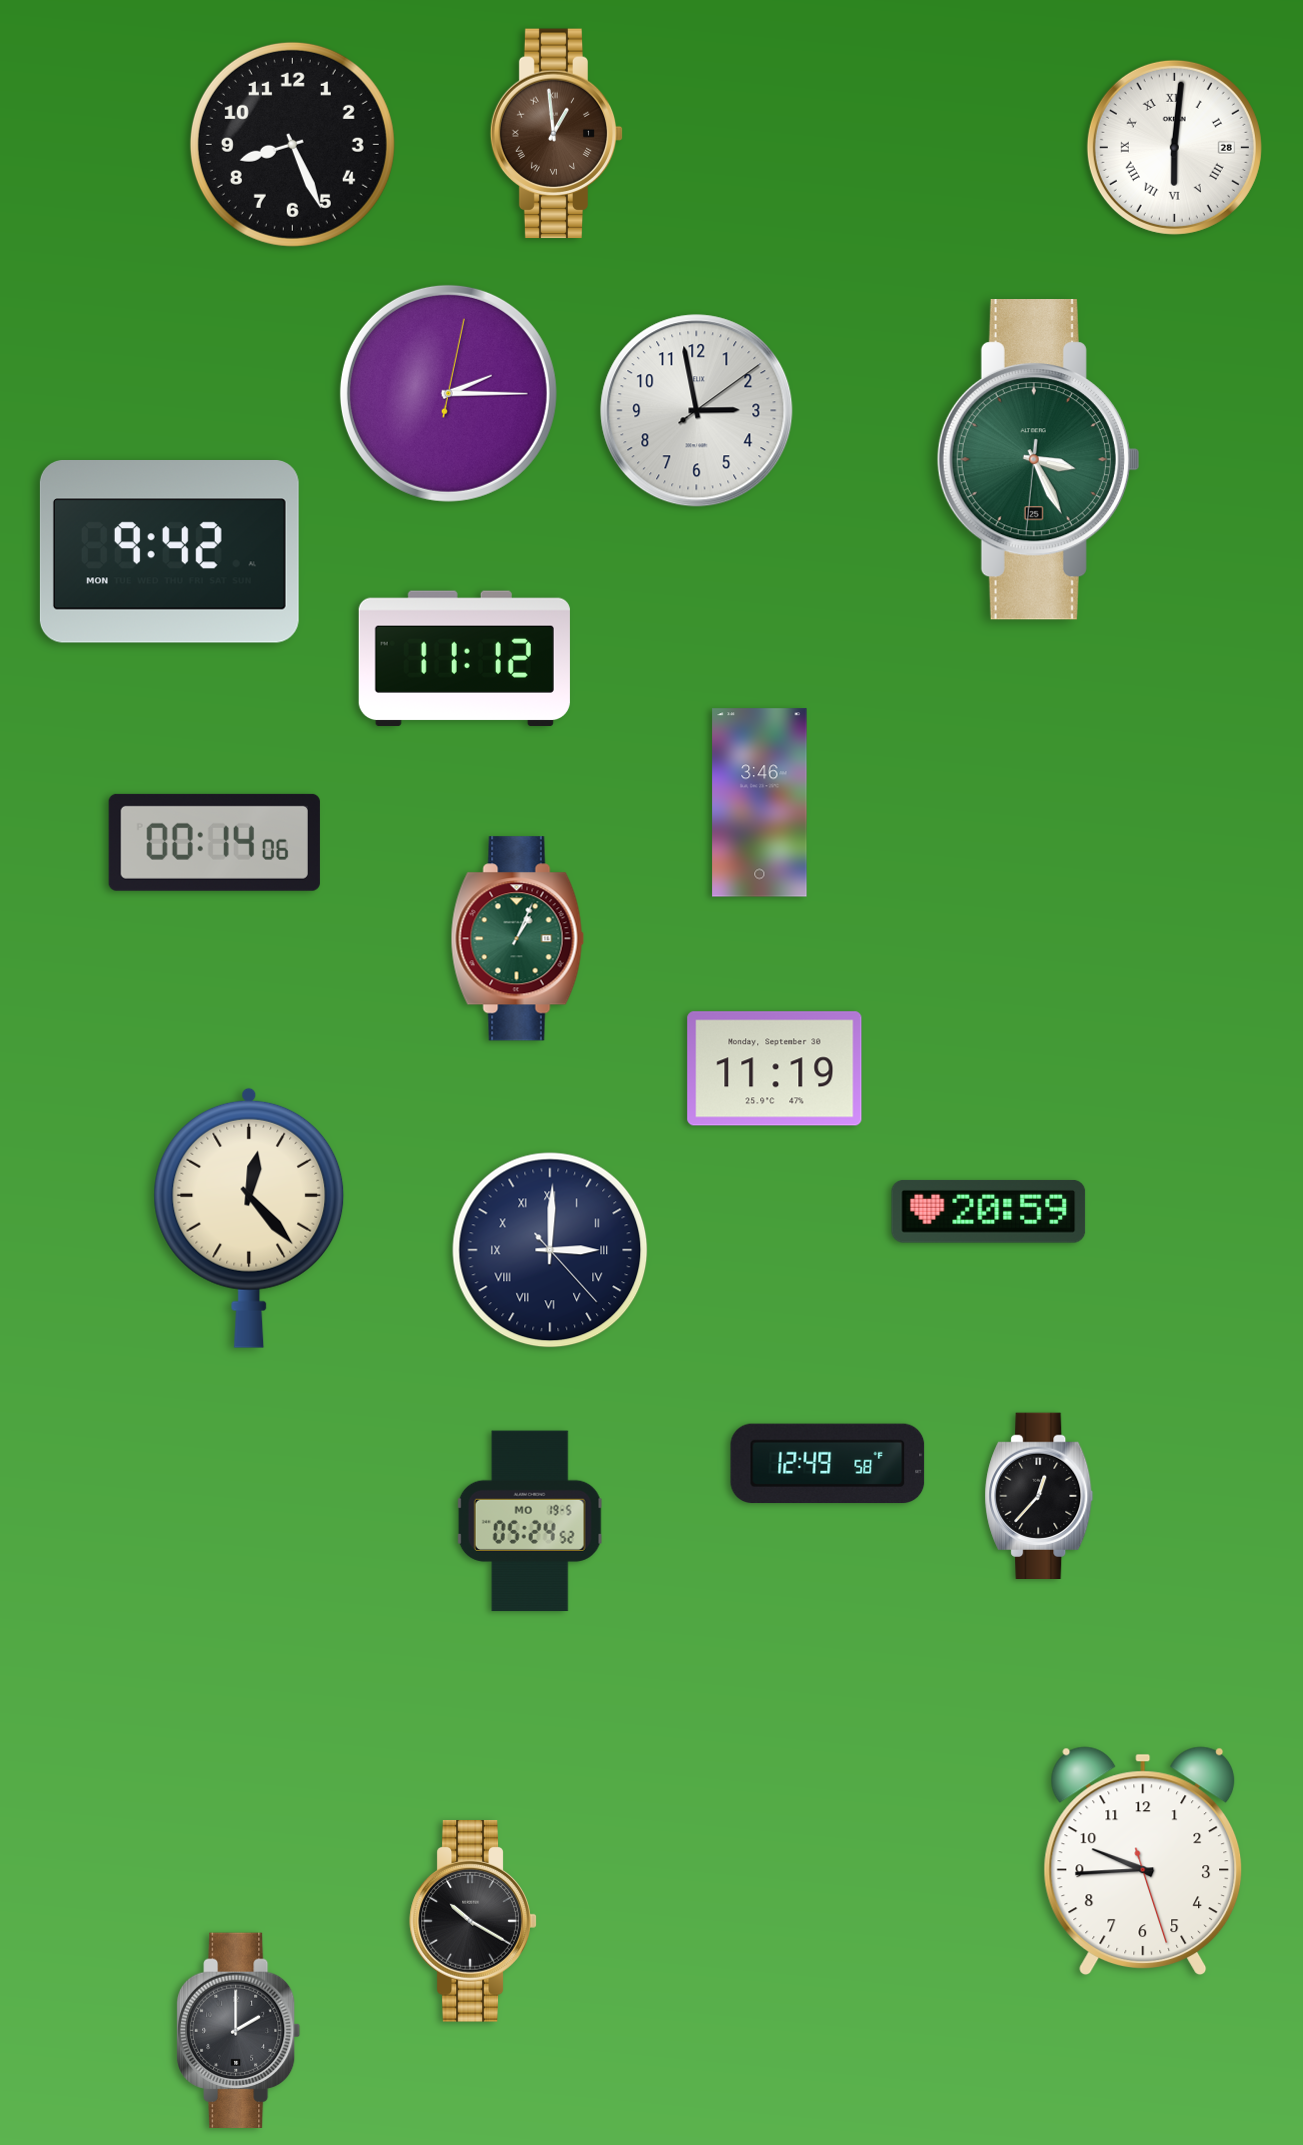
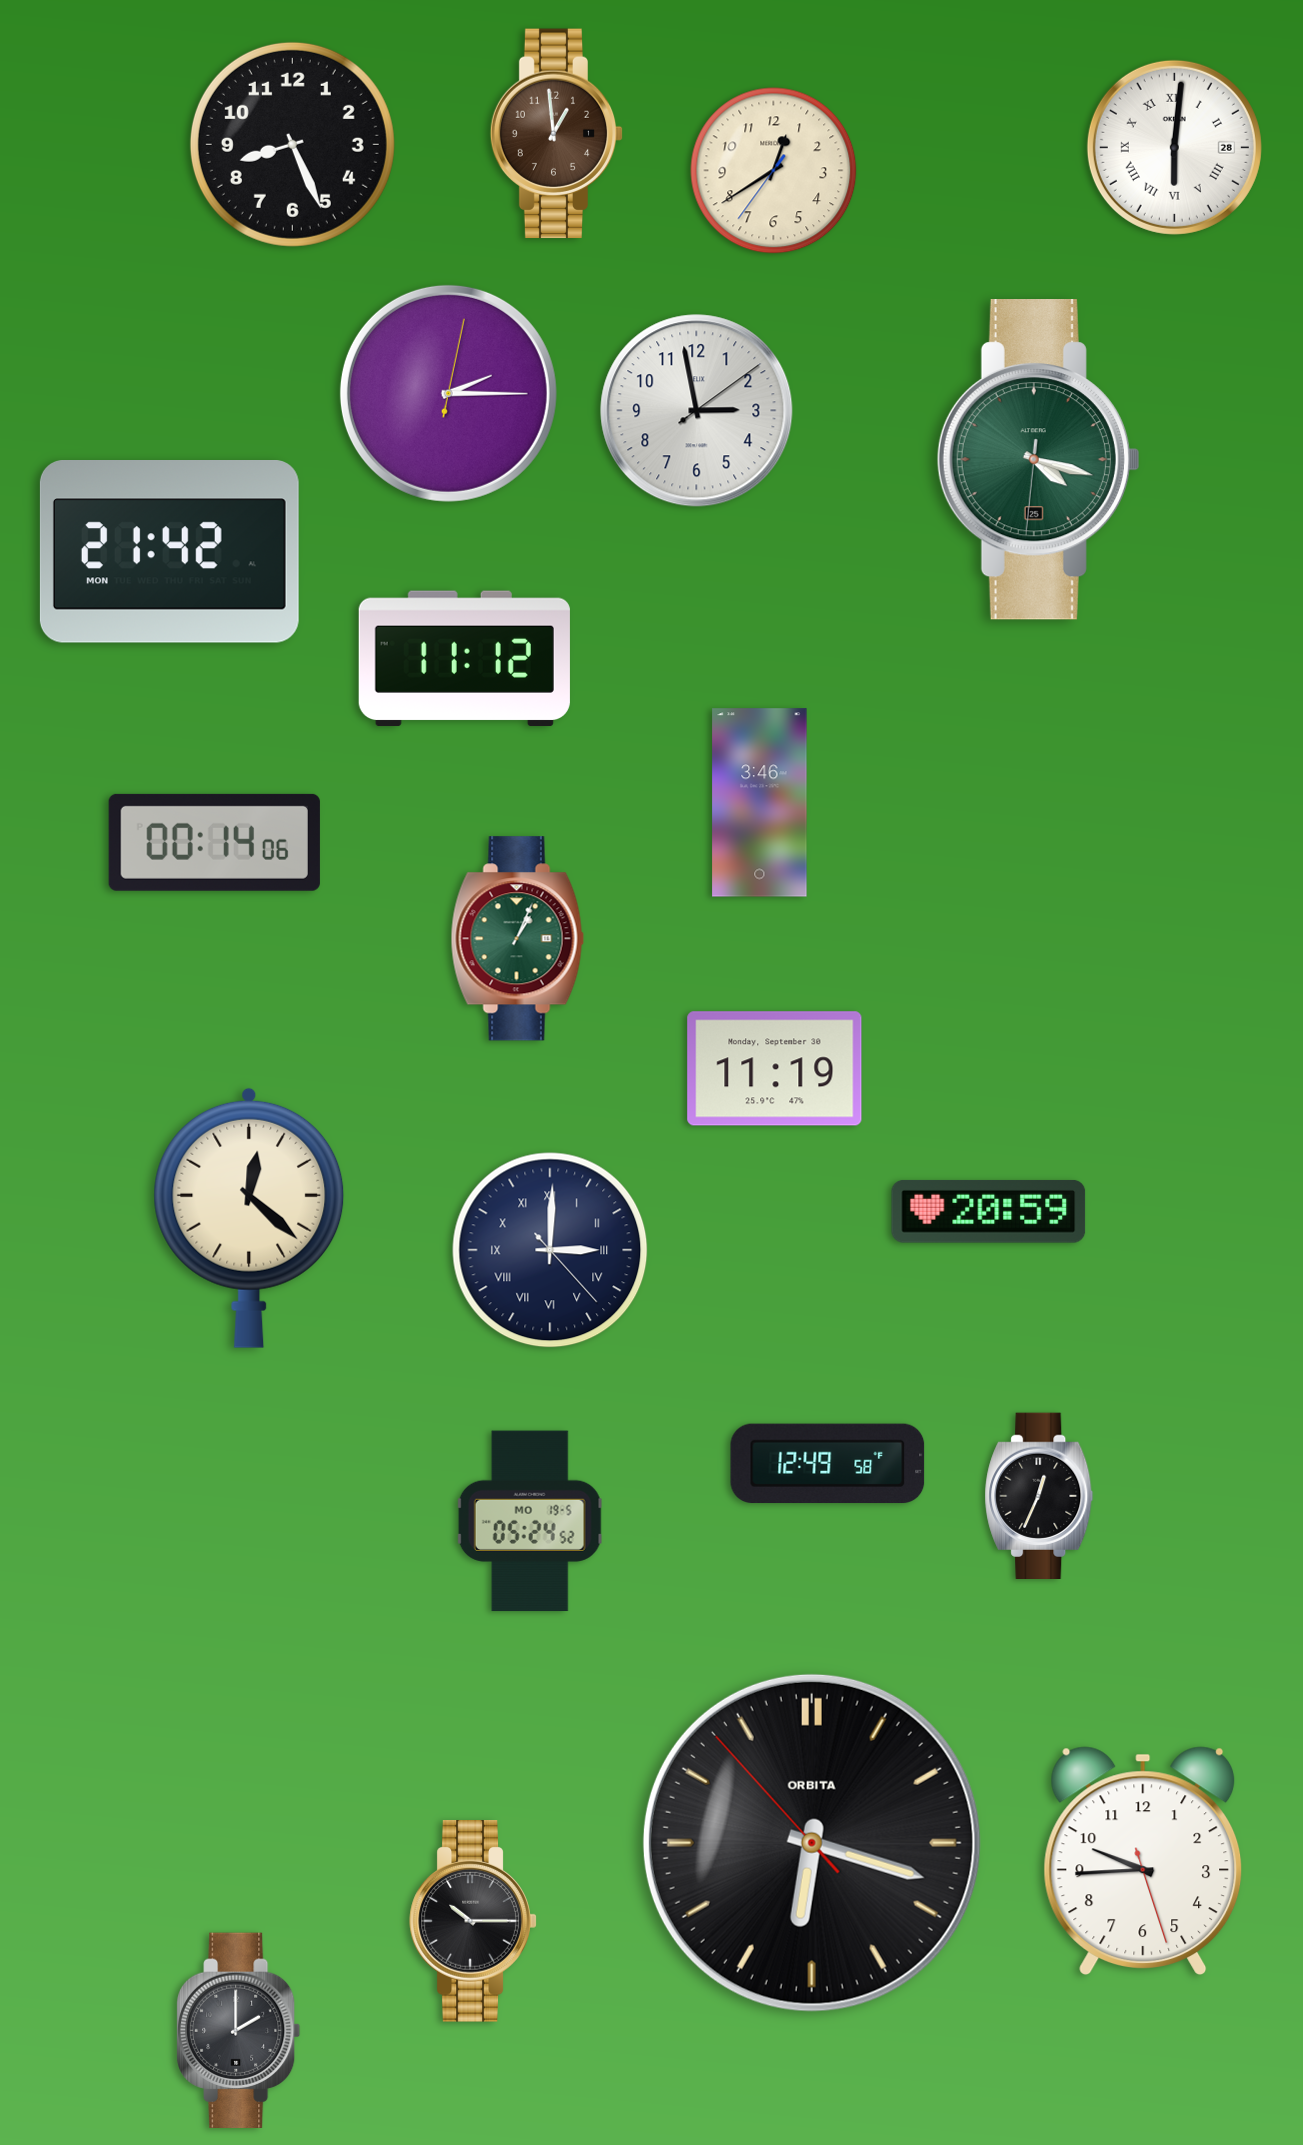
clock at (557, 134) numerals: Roman -> Arabic
clock at (774, 171): none -> 12:39
clock at (1038, 460): 3:25 -> 4:17
clock at (169, 552): 9:42 -> 21:42
clock at (249, 1218): 12:23 -> 12:22
clock at (1039, 1496): 12:37 -> 12:34
clock at (812, 1843): none -> 6:17
clock at (473, 1921): 10:20 -> 10:15
